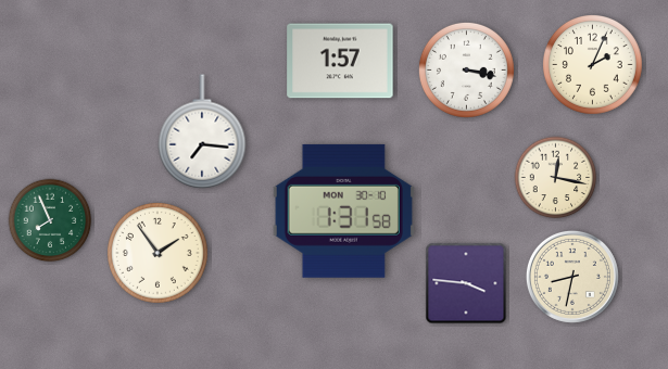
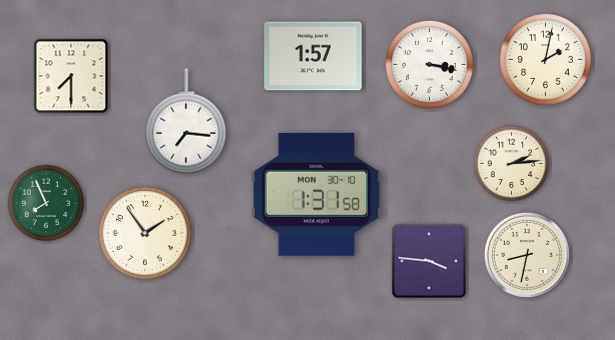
clock at (593, 65): 2:04 -> 2:02
clock at (71, 76): none -> 7:30
clock at (556, 178): 12:17 -> 2:14
